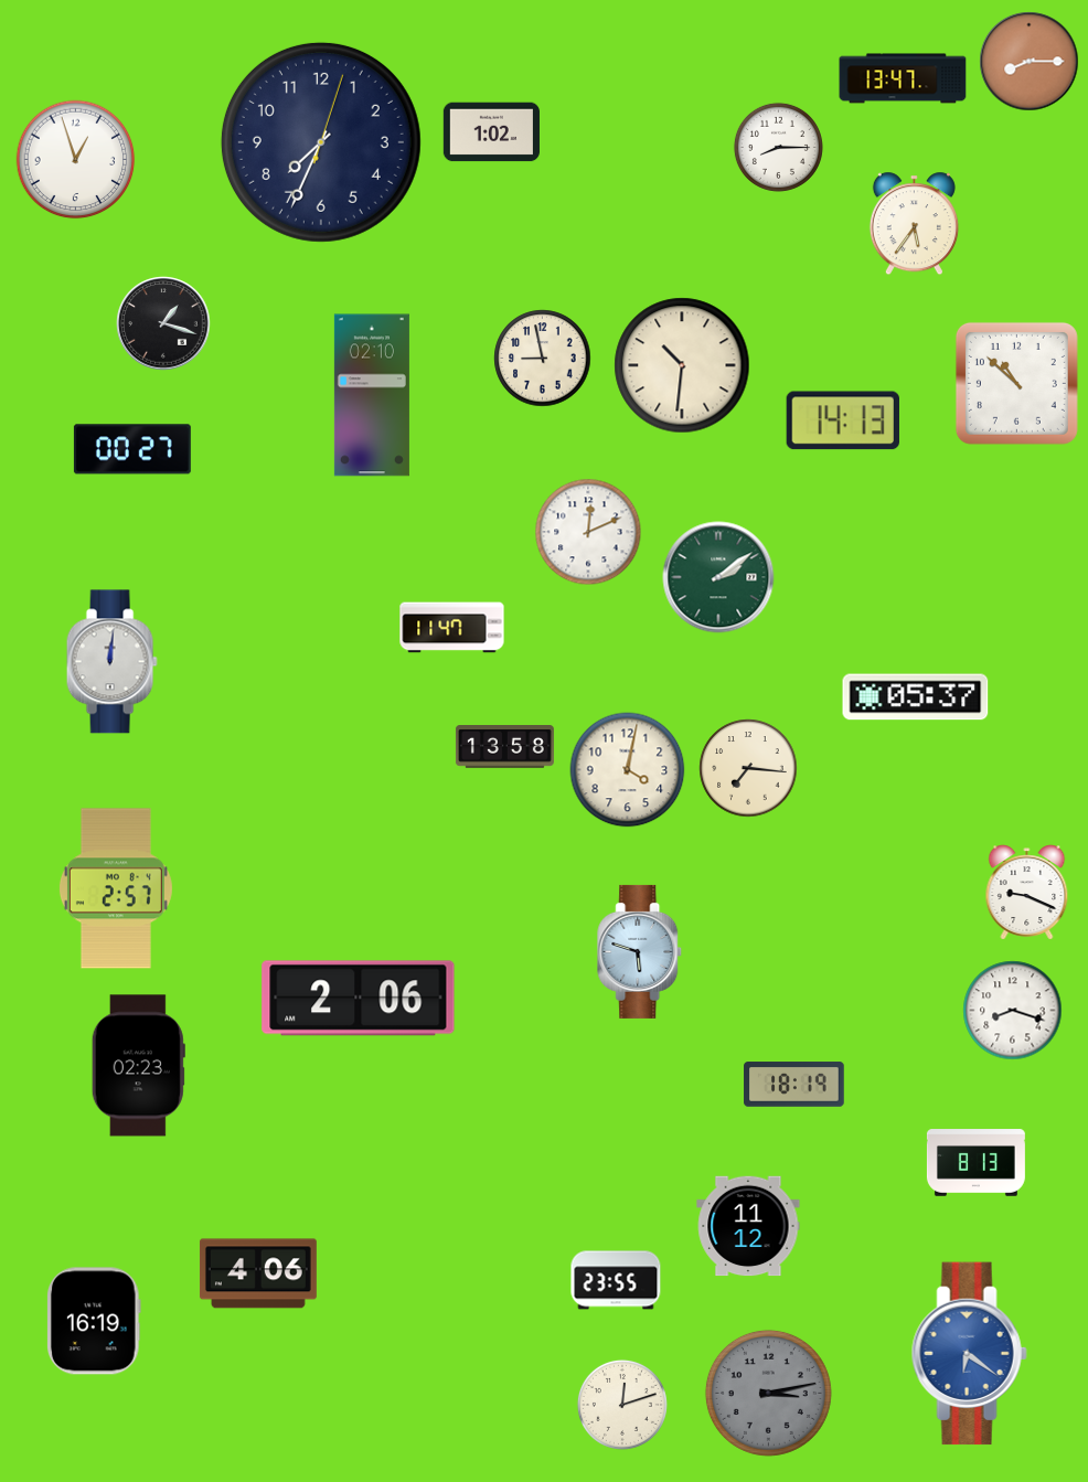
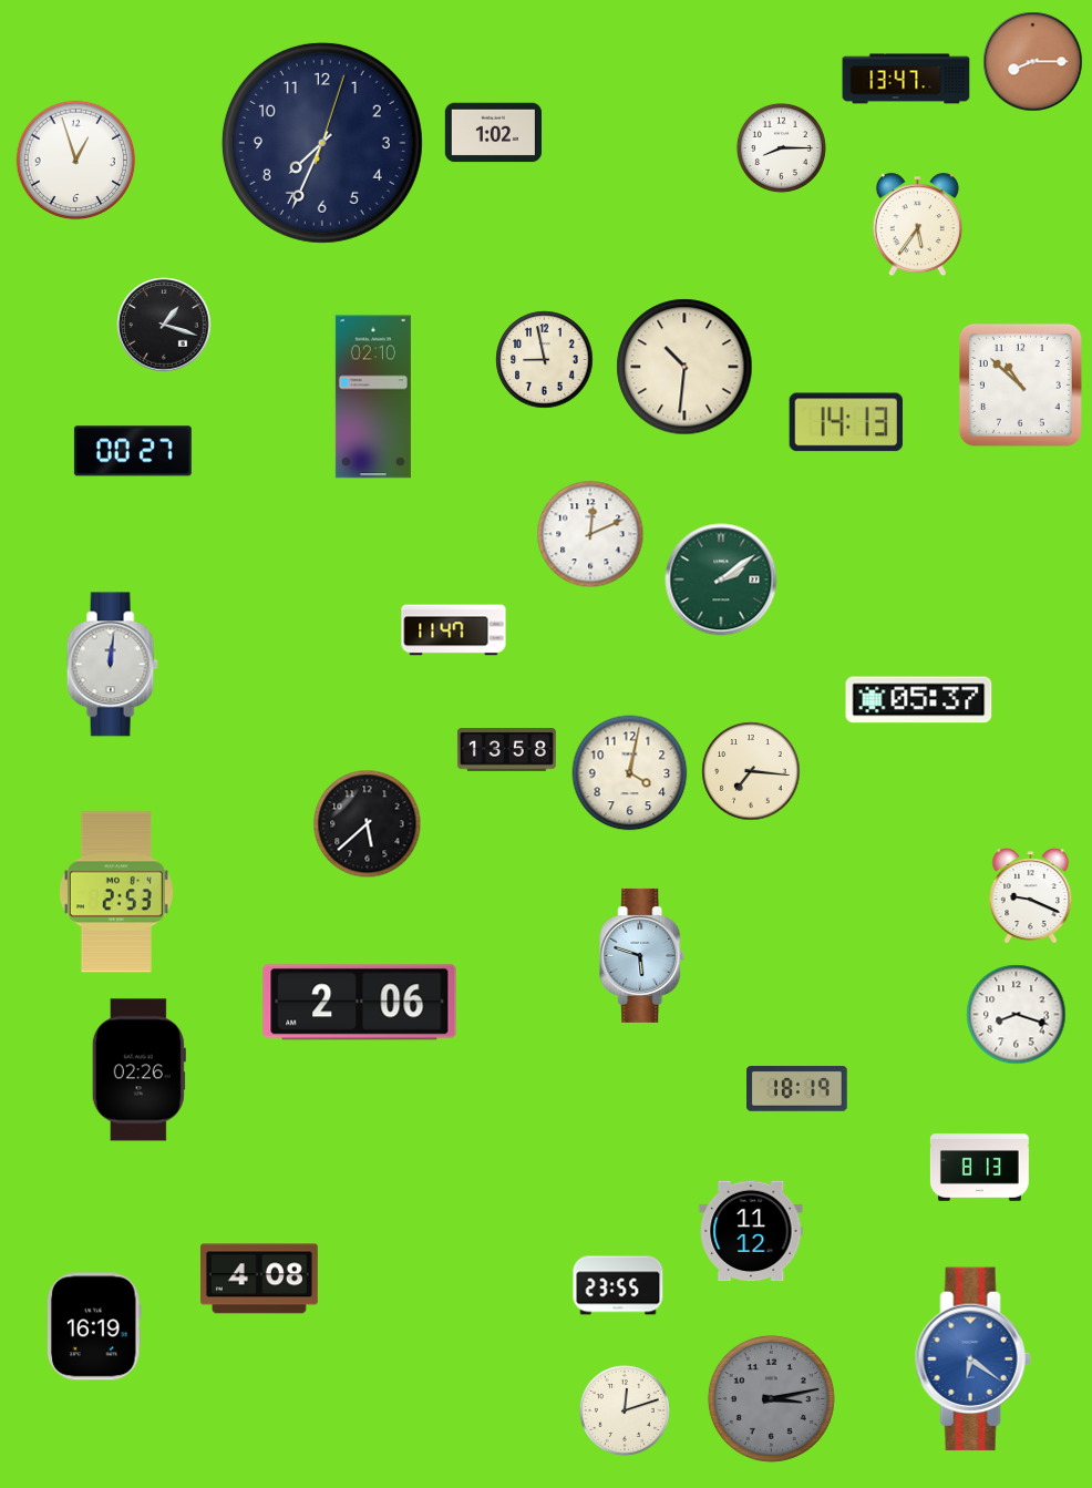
clock at (368, 824): none -> 5:38
clock at (116, 888): 2:57 -> 2:53
clock at (138, 1066): 02:23 -> 02:26
clock at (258, 1273): 4:06 -> 4:08
